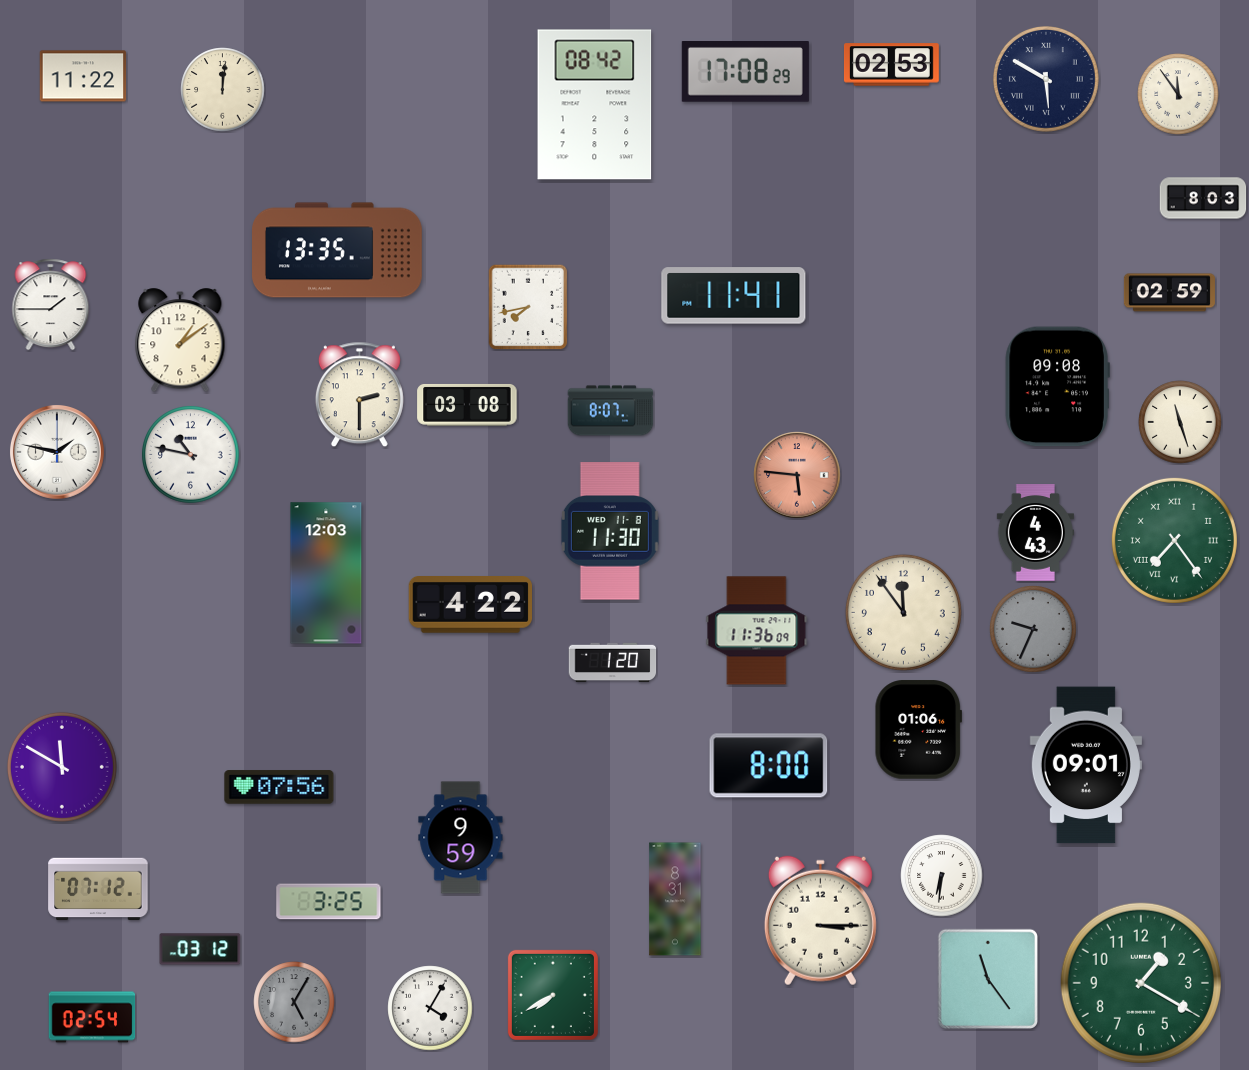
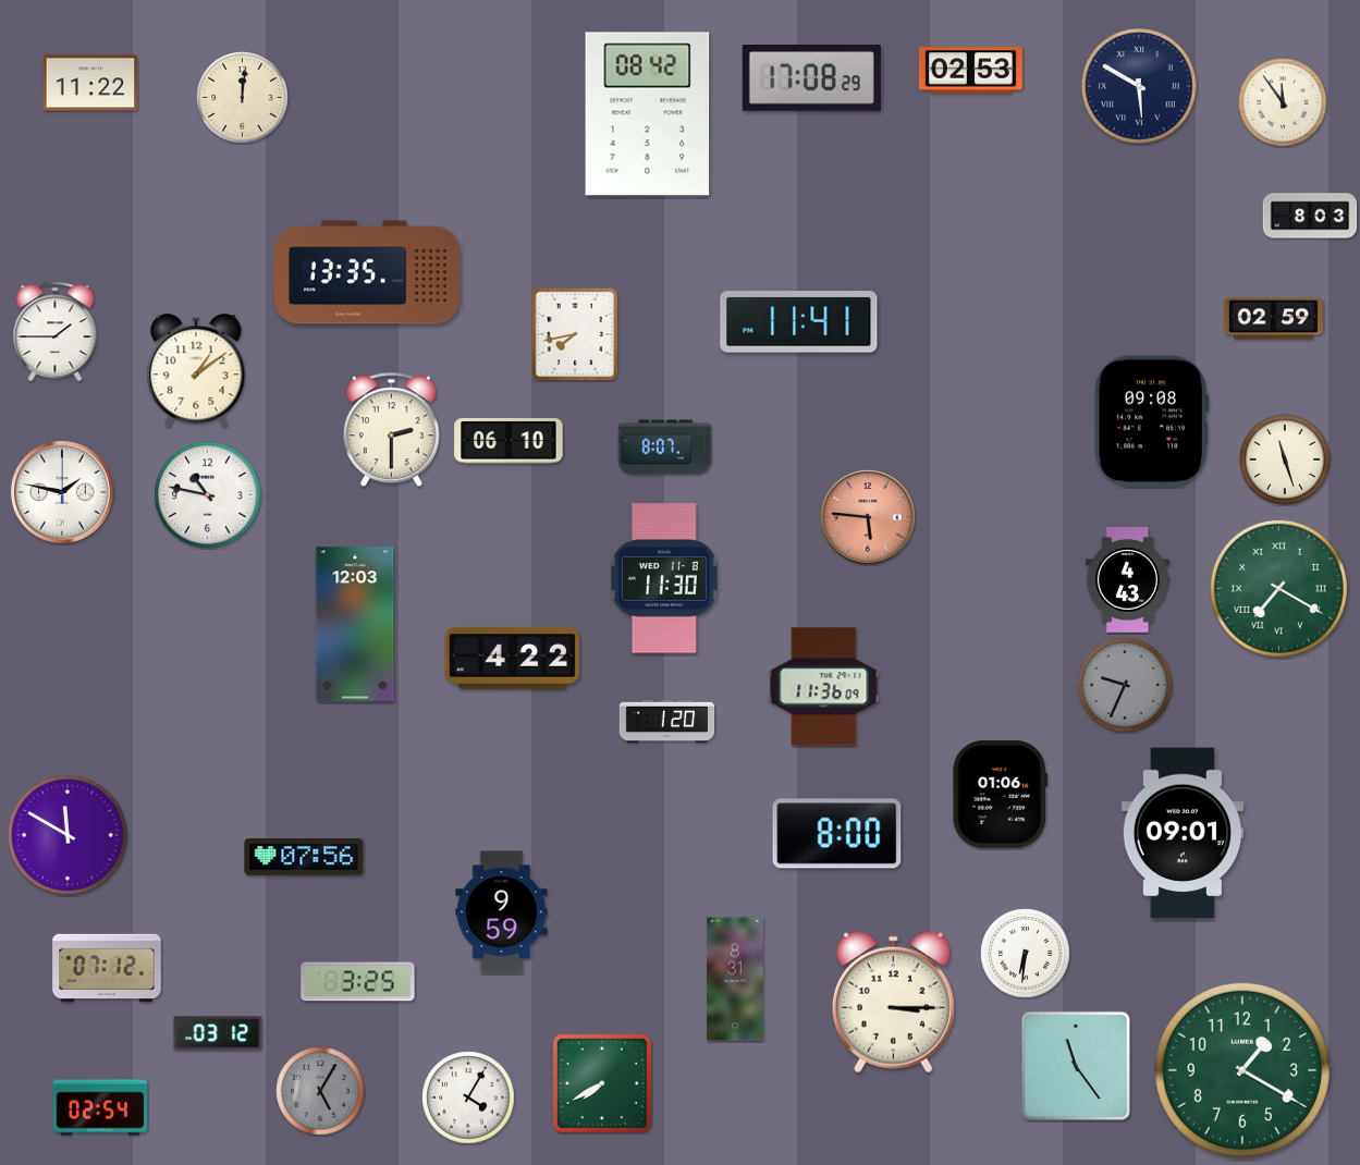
clock at (467, 405): 03:08 -> 06:10
clock at (1174, 540): 7:24 -> 7:20
clock at (903, 612): 11:54 -> none
